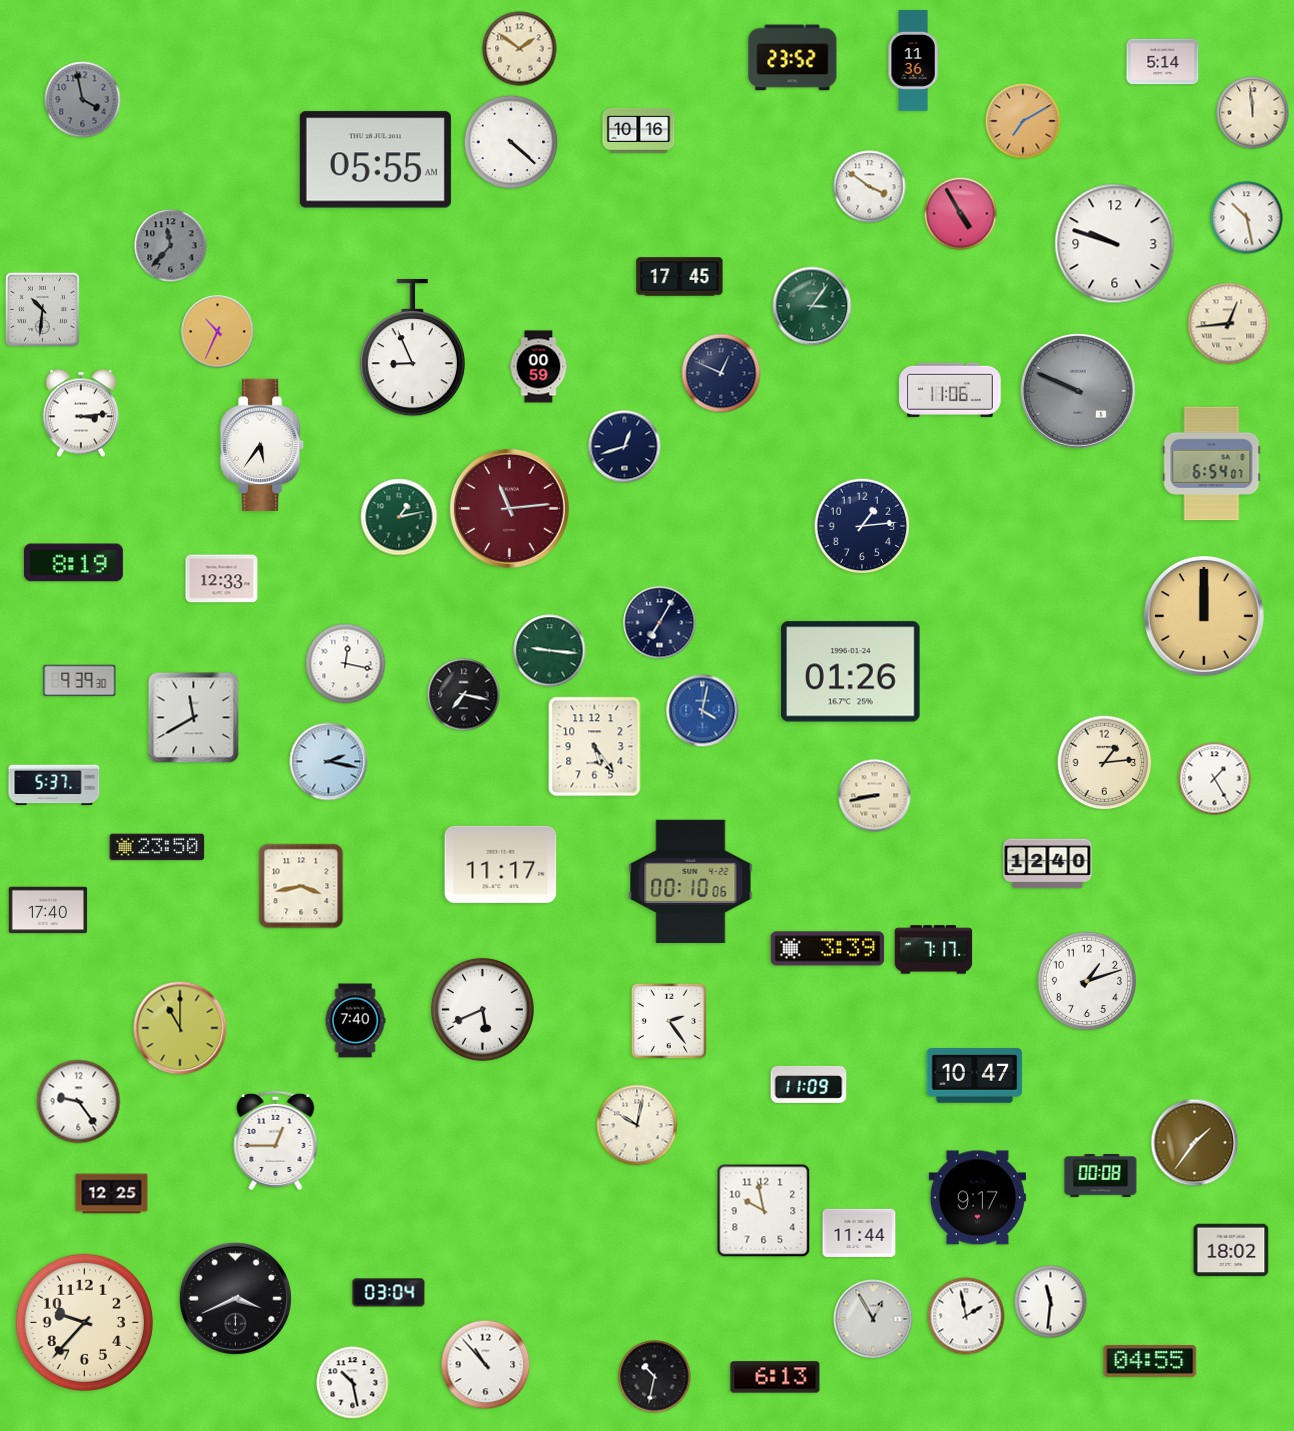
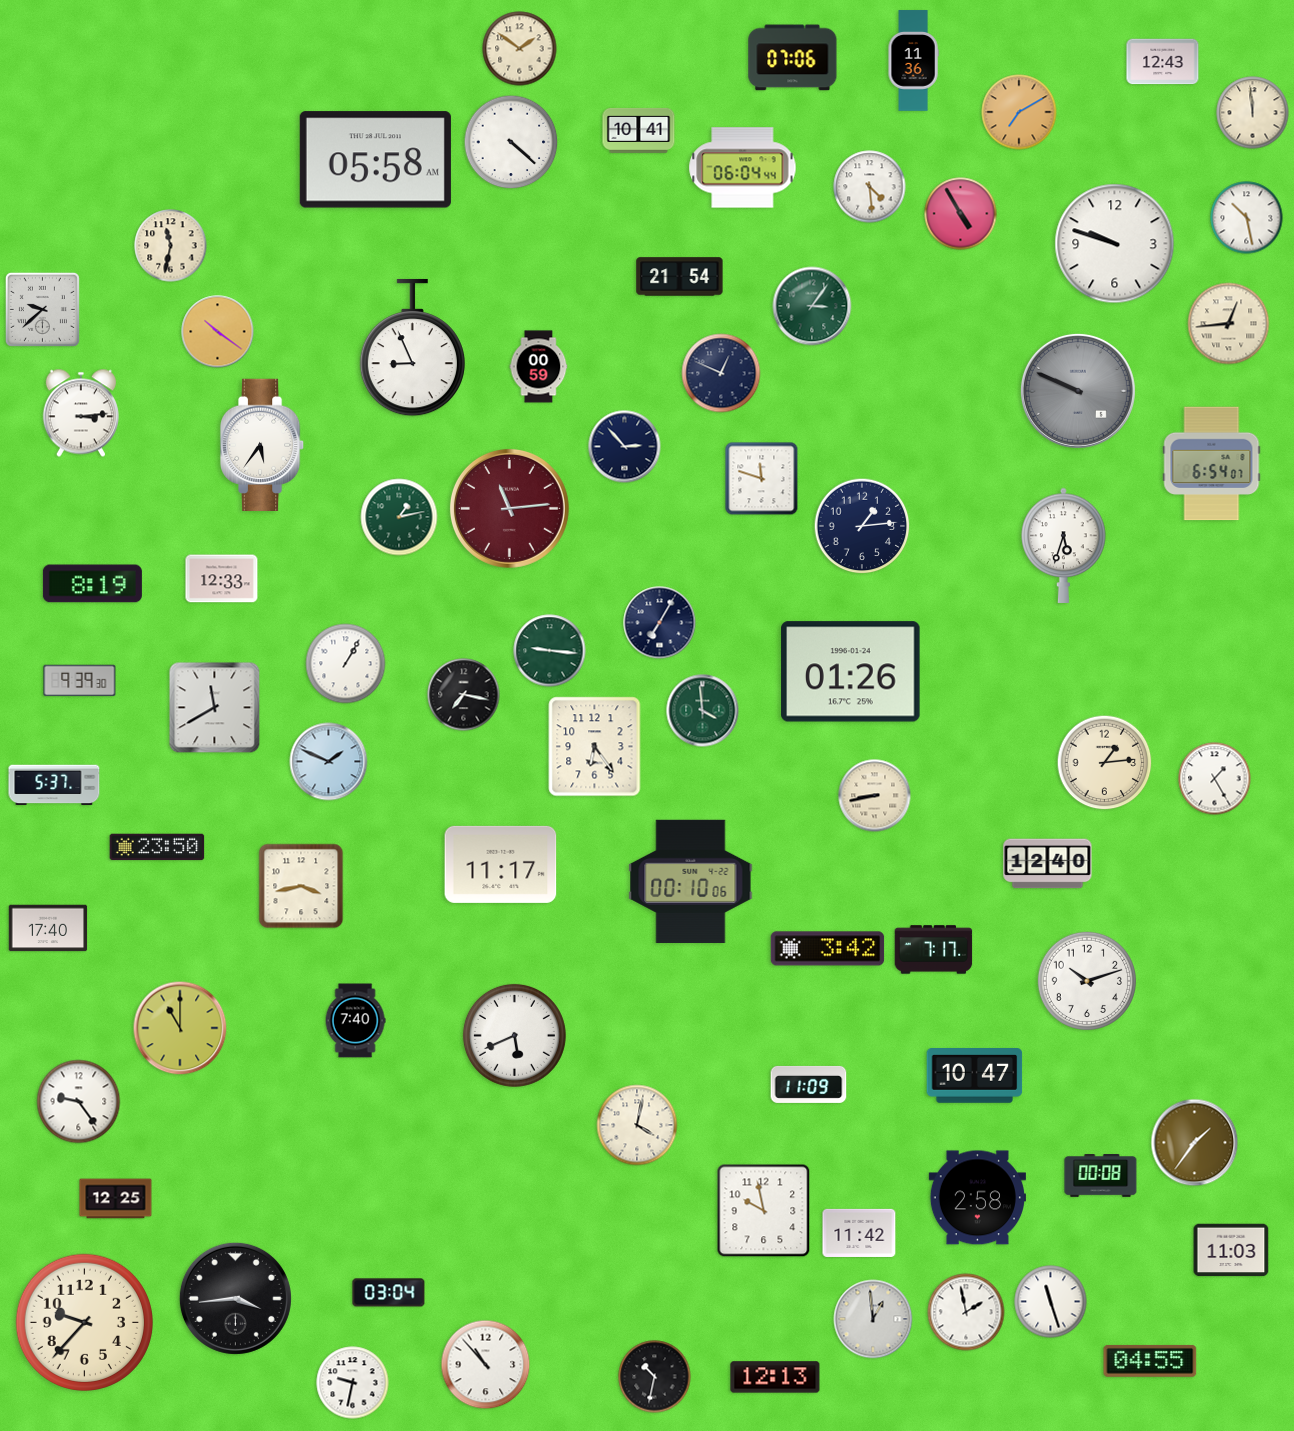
clock at (793, 58): 23:52 -> 07:06
clock at (1163, 62): 5:14 -> 12:43
clock at (83, 100): 3:58 -> none
clock at (1023, 121) position: (1023, 121) -> (1019, 112)
clock at (639, 130): 10:16 -> 10:41
clock at (375, 160): 05:55 -> 05:58
clock at (743, 168): none -> 06:04
clock at (870, 187): 3:51 -> 4:29
clock at (171, 246): 11:37 -> 11:32
clock at (171, 246) dial: grey -> cream
clock at (680, 277): 17:45 -> 21:54
clock at (42, 309): 10:31 -> 9:38
clock at (218, 332): 10:34 -> 10:21
clock at (950, 390): 11:06 -> none
clock at (625, 447): 12:42 -> 2:53
clock at (762, 479): none -> 11:48
clock at (1064, 545): none -> 5:33
clock at (73, 563) position: (73, 563) -> (92, 584)
clock at (1204, 616): 12:00 -> none
clock at (346, 664): 12:17 -> 1:05
clock at (703, 711): 4:02 -> 3:59
clock at (703, 711) dial: blue -> green
clock at (194, 718) position: (194, 718) -> (215, 708)
clock at (595, 747): 5:24 -> 6:24
clock at (329, 762): 2:17 -> 1:49
clock at (48, 910) position: (48, 910) -> (48, 928)
clock at (828, 949): 3:39 -> 3:42
clock at (1087, 981): 1:12 -> 10:12
clock at (482, 1009) position: (482, 1009) -> (514, 1035)
clock at (669, 1021): 2:24 -> none
clock at (637, 1125): 10:02 -> 4:02
clock at (276, 1140): 12:45 -> none
clock at (112, 1194) position: (112, 1194) -> (116, 1199)
clock at (977, 1198): 9:17 -> 2:58
clock at (859, 1233): 11:44 -> 11:42
clock at (1231, 1250): 18:02 -> 11:03
clock at (235, 1298): 3:41 -> 3:44
clock at (1051, 1302): 11:31 -> 11:27
clock at (966, 1316) position: (966, 1316) -> (966, 1312)
clock at (873, 1319): 12:55 -> 12:59
clock at (775, 1377): 6:13 -> 12:13
clock at (353, 1383): 10:28 -> 9:32
